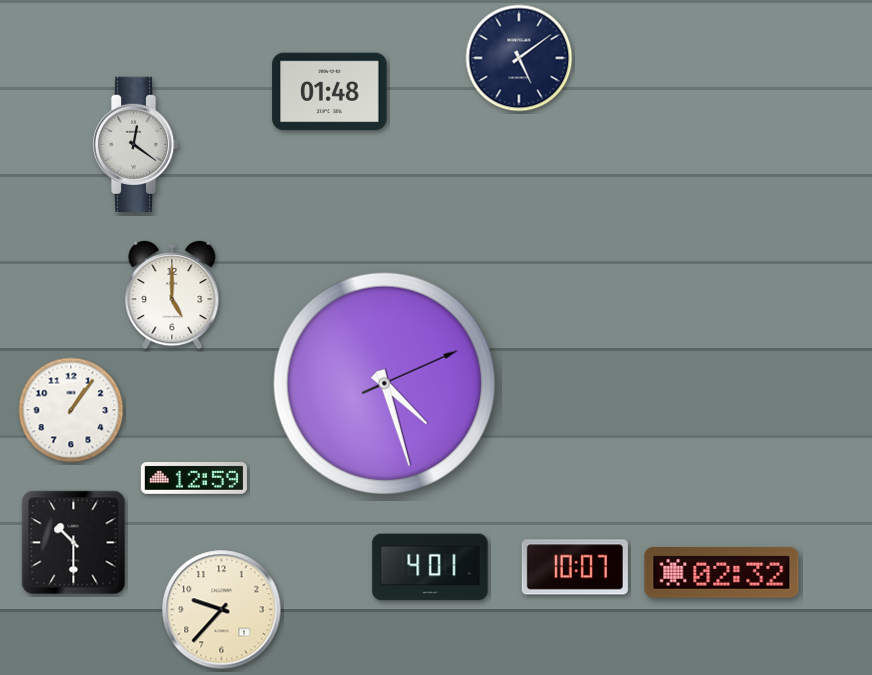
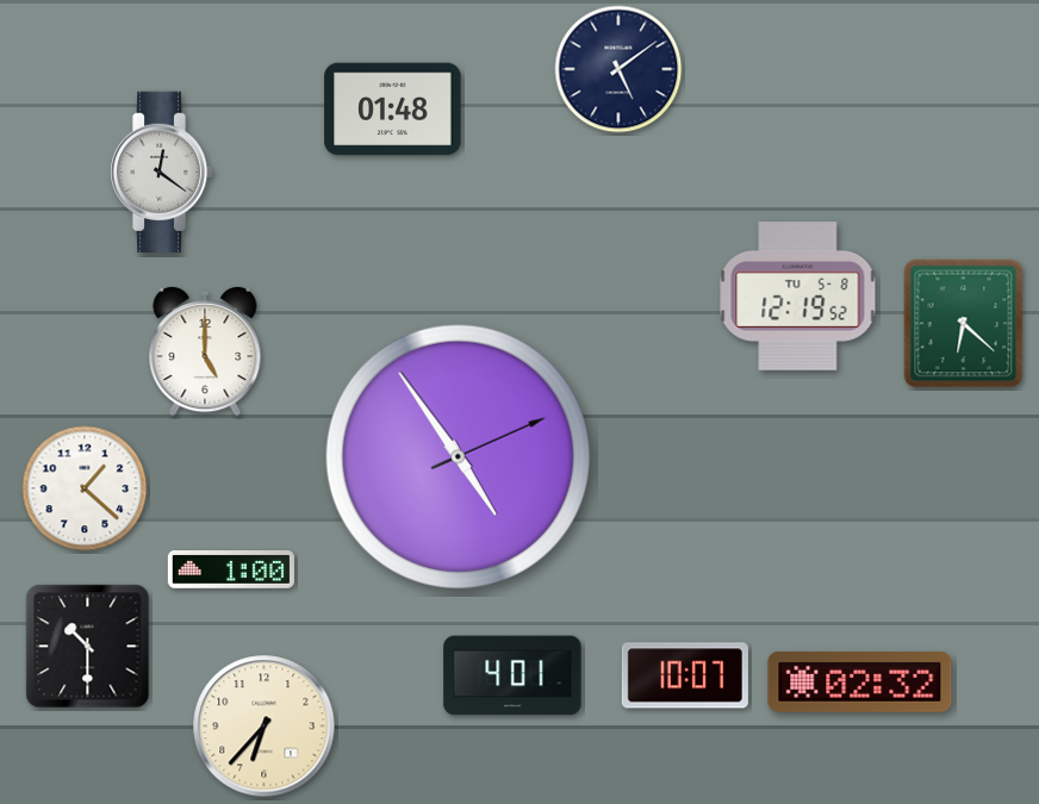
clock at (798, 297): none -> 12:19
clock at (964, 324): none -> 6:22
clock at (384, 383): 4:27 -> 4:54
clock at (71, 410): 1:06 -> 1:22
clock at (194, 479): 12:59 -> 1:00
clock at (222, 610): 9:37 -> 6:37
